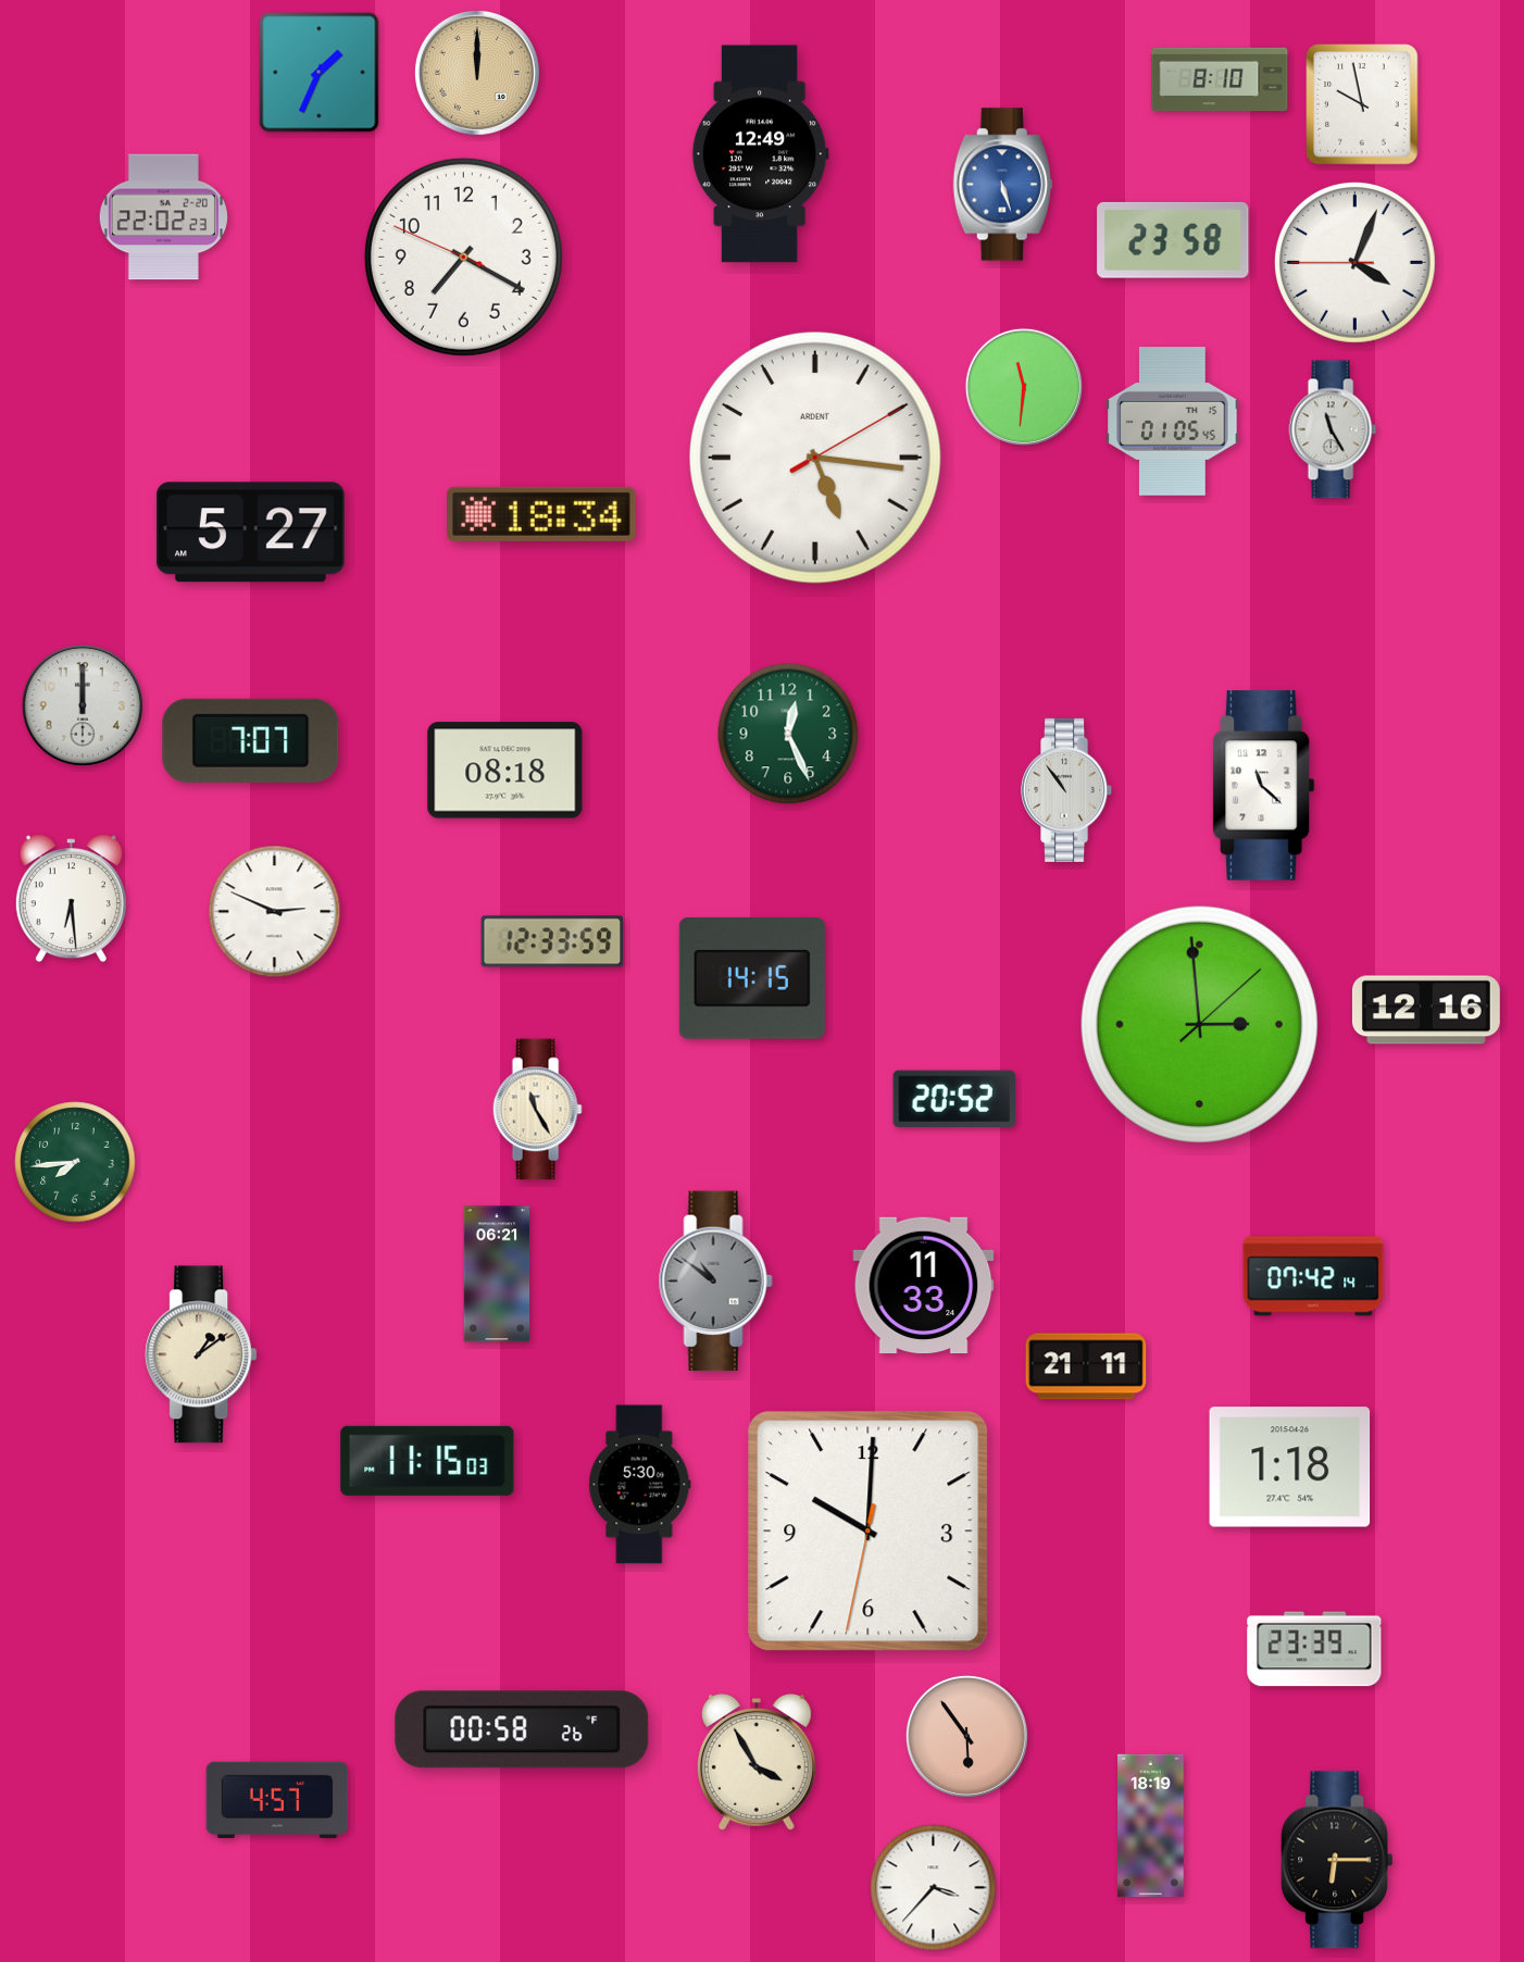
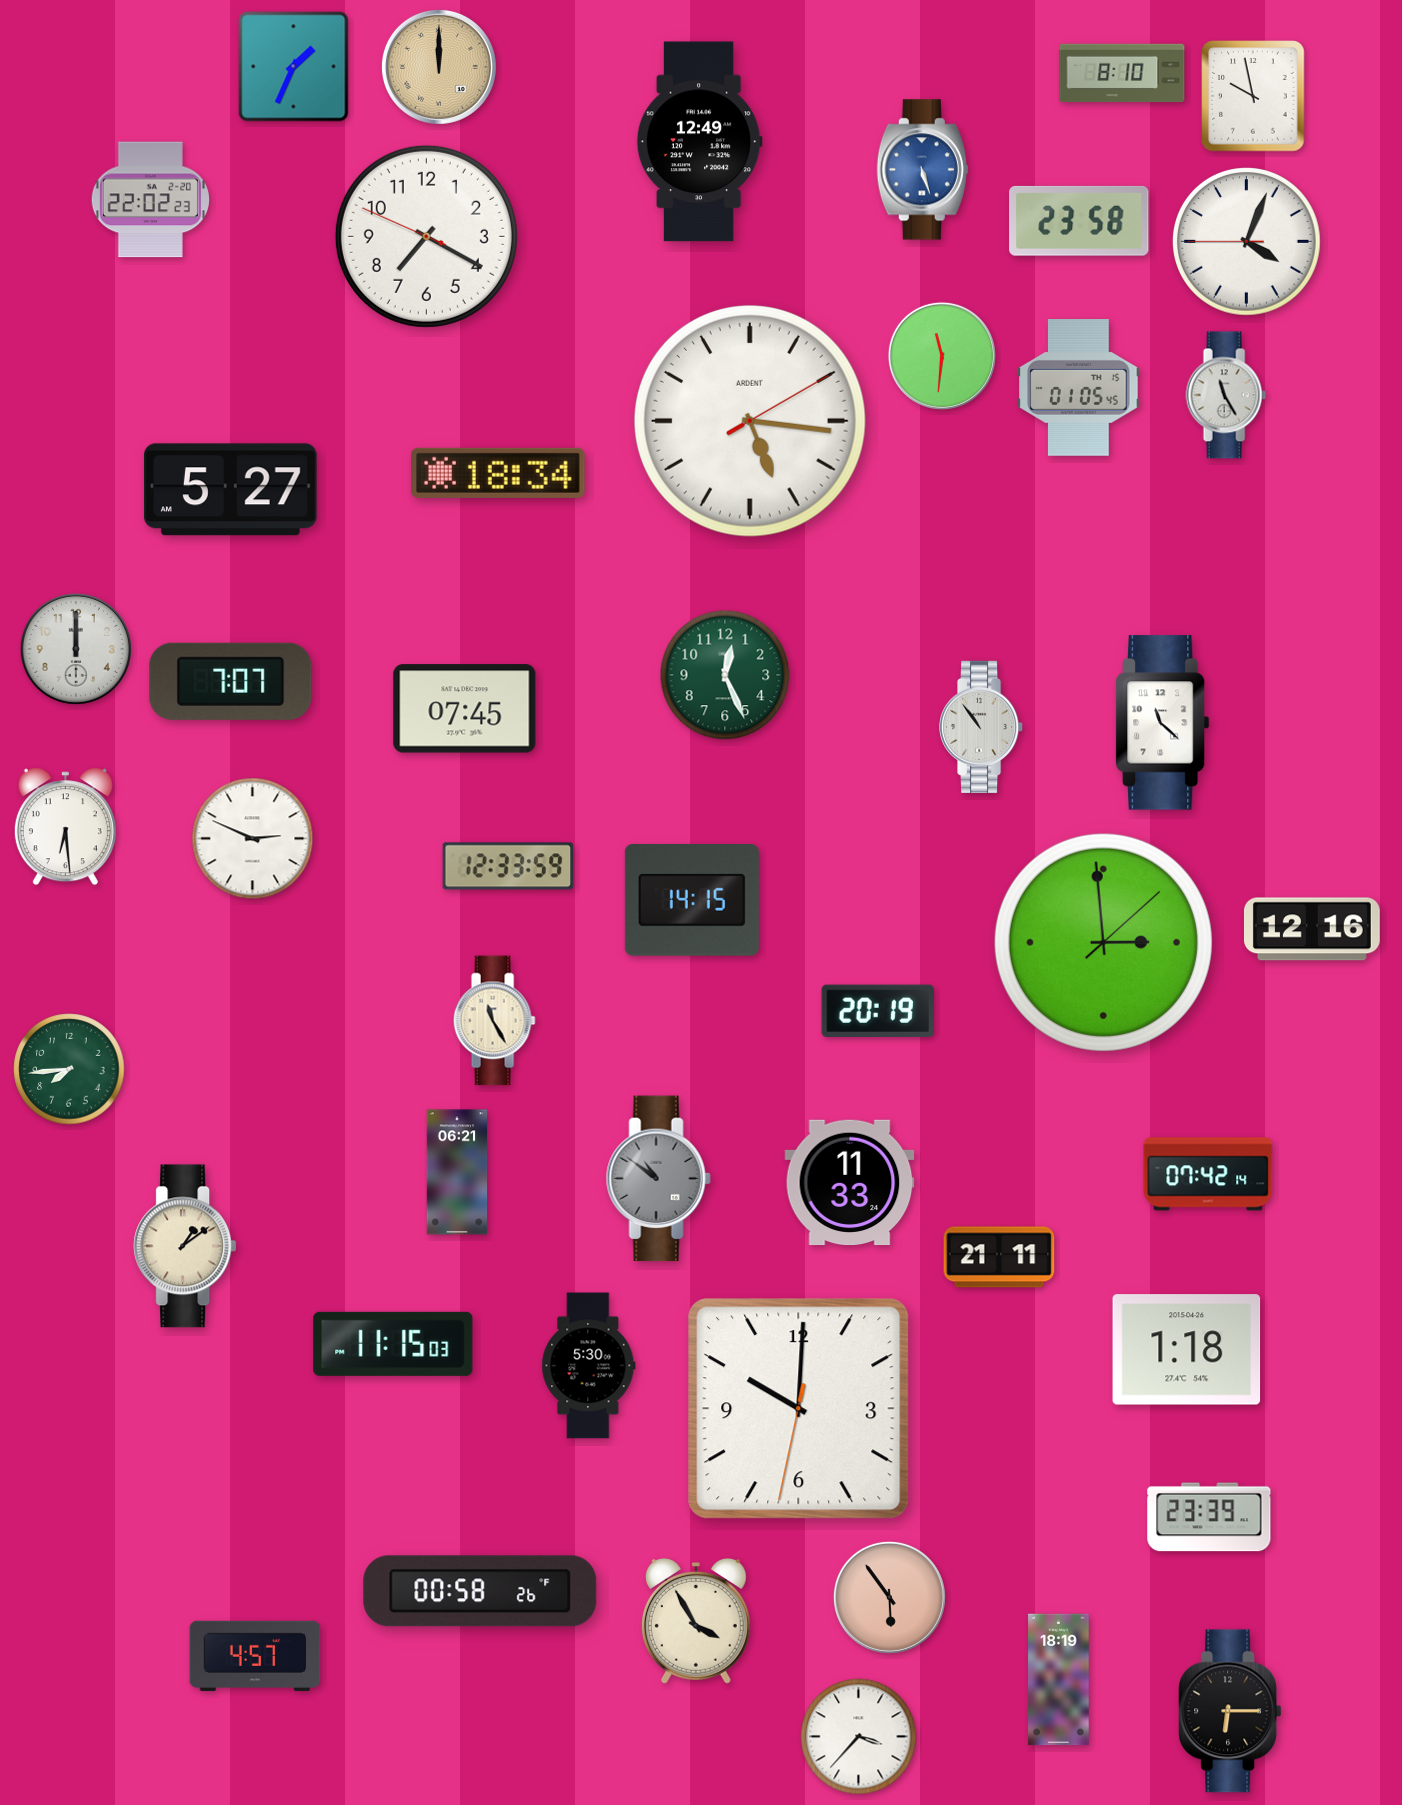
clock at (505, 771): 08:18 -> 07:45
clock at (953, 1099): 20:52 -> 20:19
